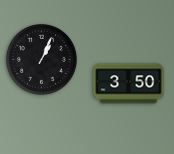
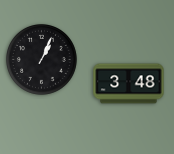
clock at (129, 84): 3:50 -> 3:48
